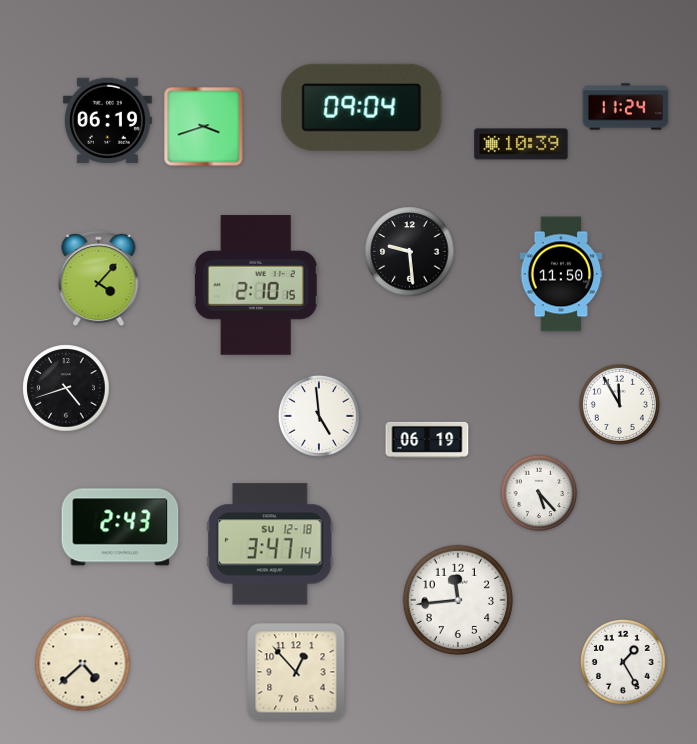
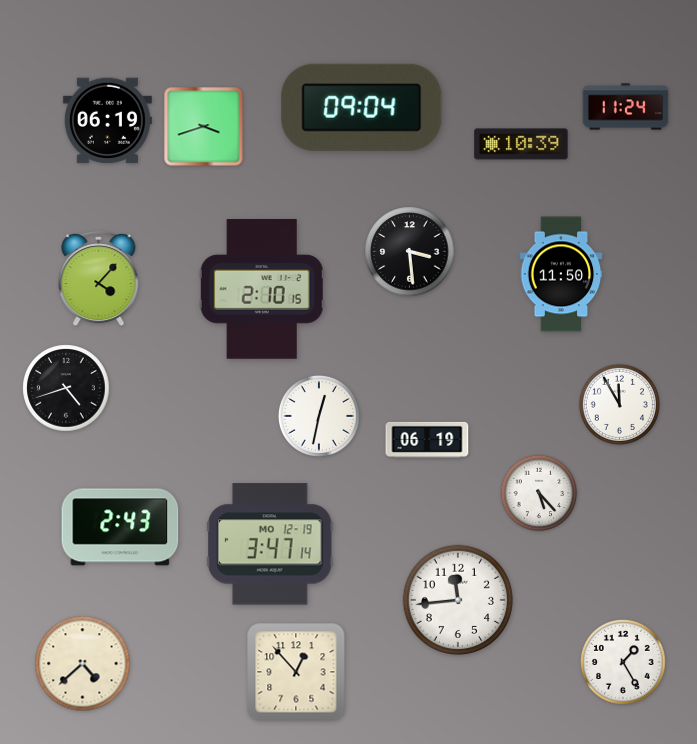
clock at (410, 252): 9:29 -> 3:29
clock at (256, 285) position: (256, 285) -> (262, 289)
clock at (319, 416): 4:59 -> 12:32
clock at (270, 544) date: SU 12-18 -> MO 12-19
